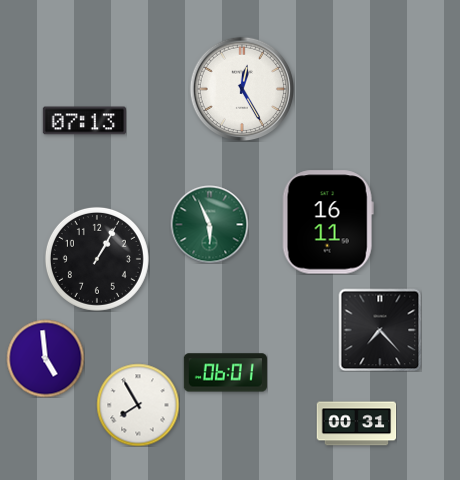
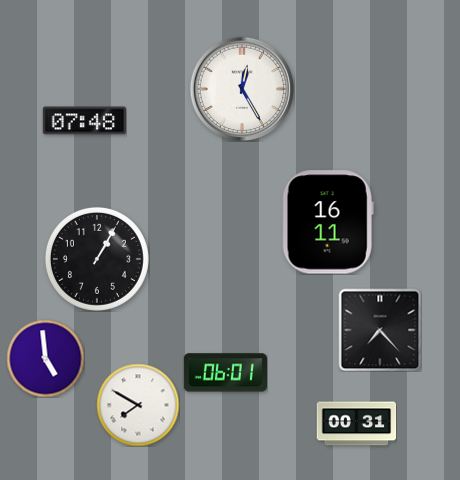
clock at (84, 121): 07:13 -> 07:48
clock at (209, 224): 5:56 -> none
clock at (138, 405): 7:55 -> 7:50
